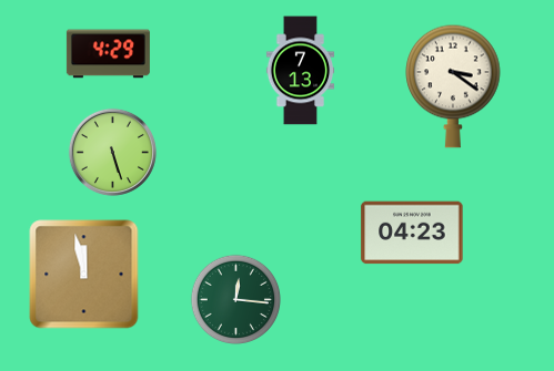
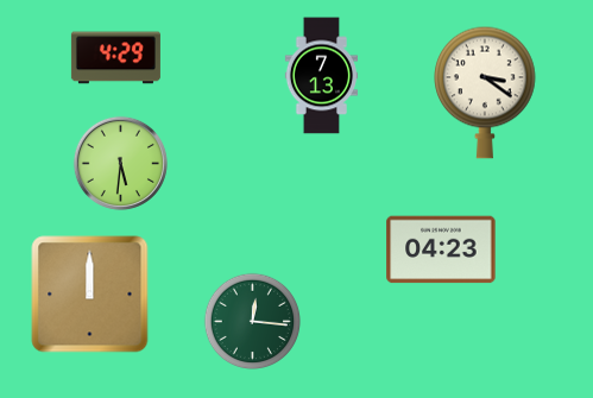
clock at (112, 152): 5:27 -> 5:31
clock at (84, 275): 11:58 -> 12:00
